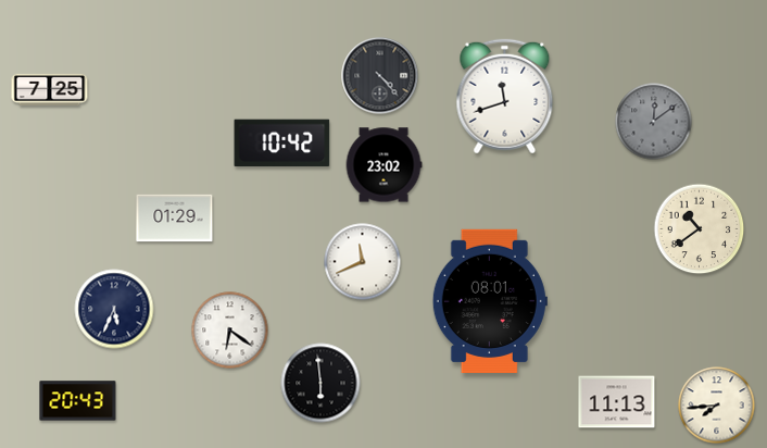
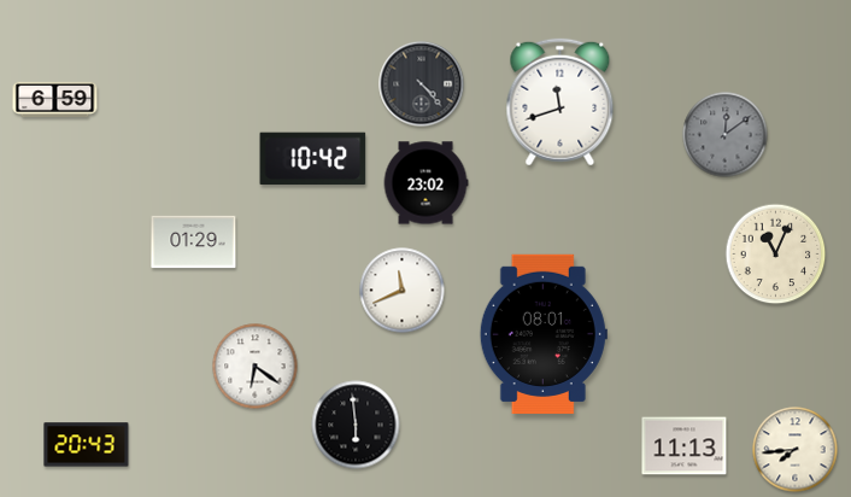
clock at (50, 89): 7:25 -> 6:59
clock at (505, 97) position: (505, 97) -> (561, 103)
clock at (700, 229): 10:39 -> 11:04
clock at (114, 309): 5:34 -> none
